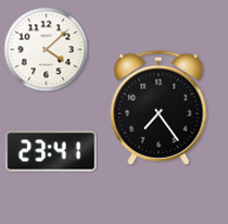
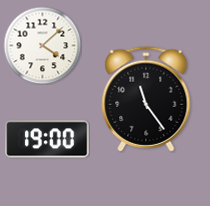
clock at (159, 108): 7:24 -> 11:24
clock at (51, 151): 23:41 -> 19:00
